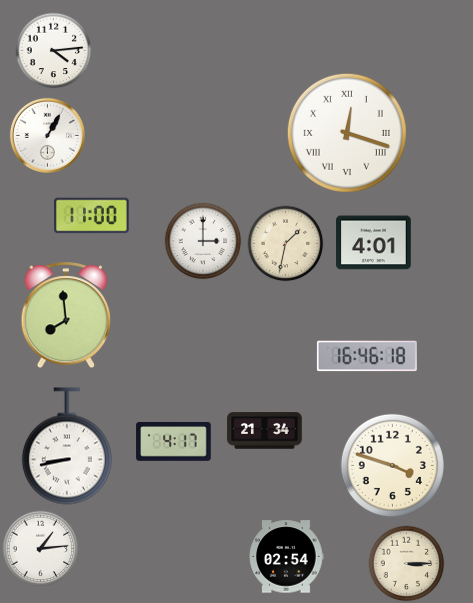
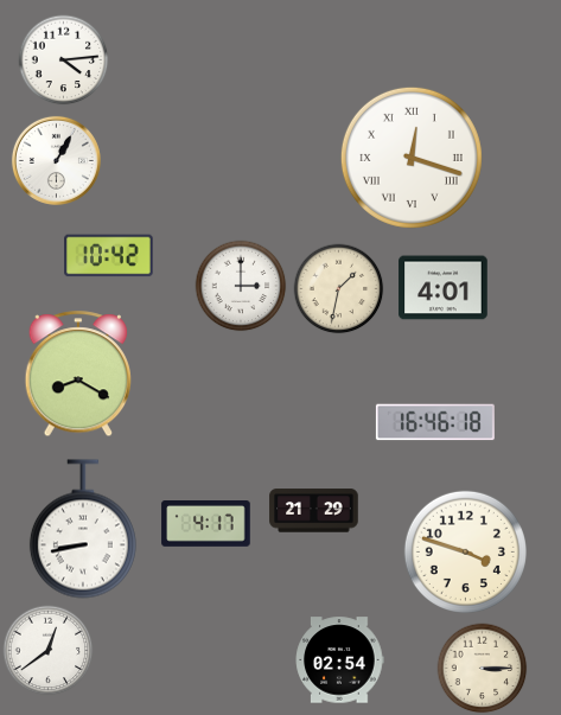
clock at (92, 216): 11:00 -> 10:42
clock at (65, 316): 7:59 -> 8:20
clock at (265, 431): 21:34 -> 21:29
clock at (67, 446) position: (67, 446) -> (83, 529)
clock at (41, 549): 1:14 -> 12:39
